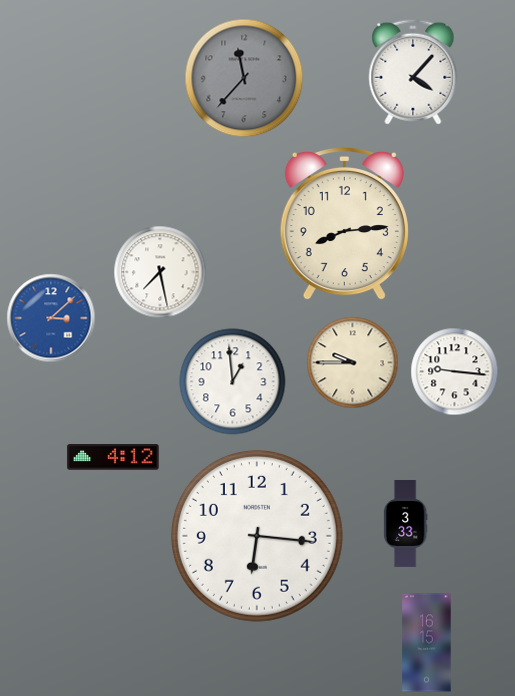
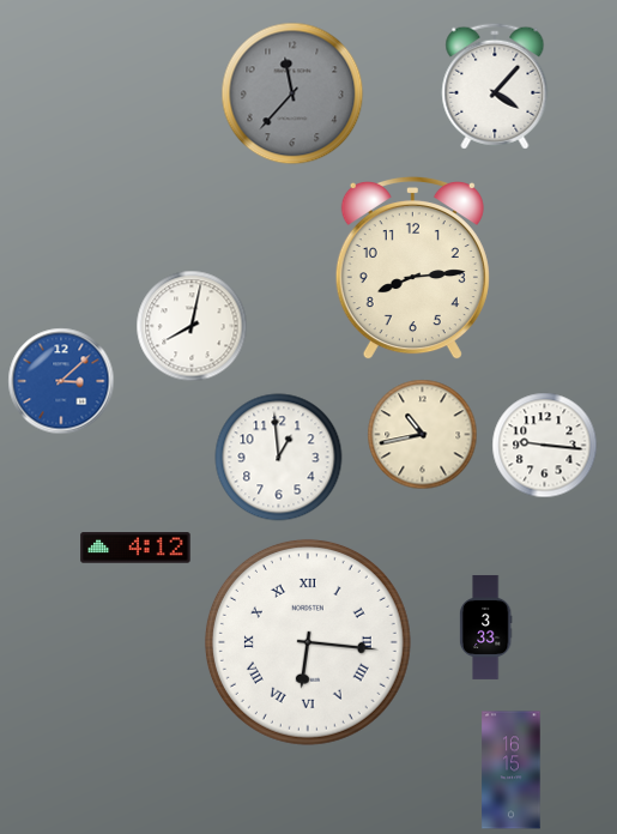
clock at (160, 272): 7:28 -> 8:02
clock at (353, 363): 9:45 -> 10:43
clock at (257, 536) numerals: Arabic -> Roman
